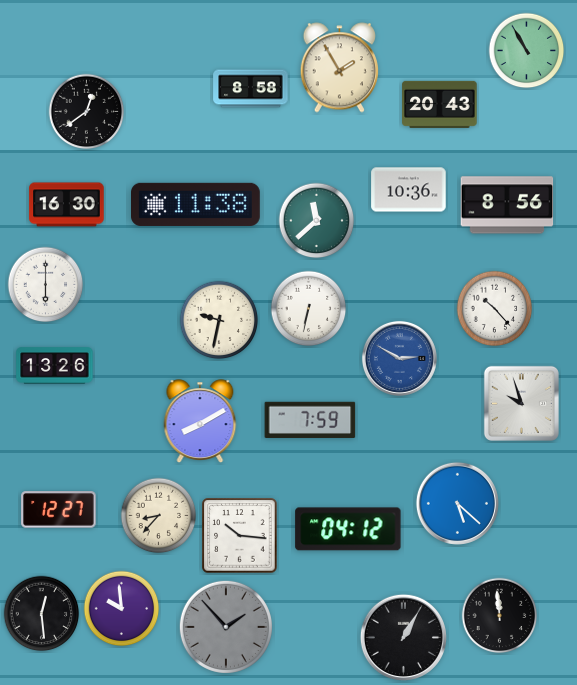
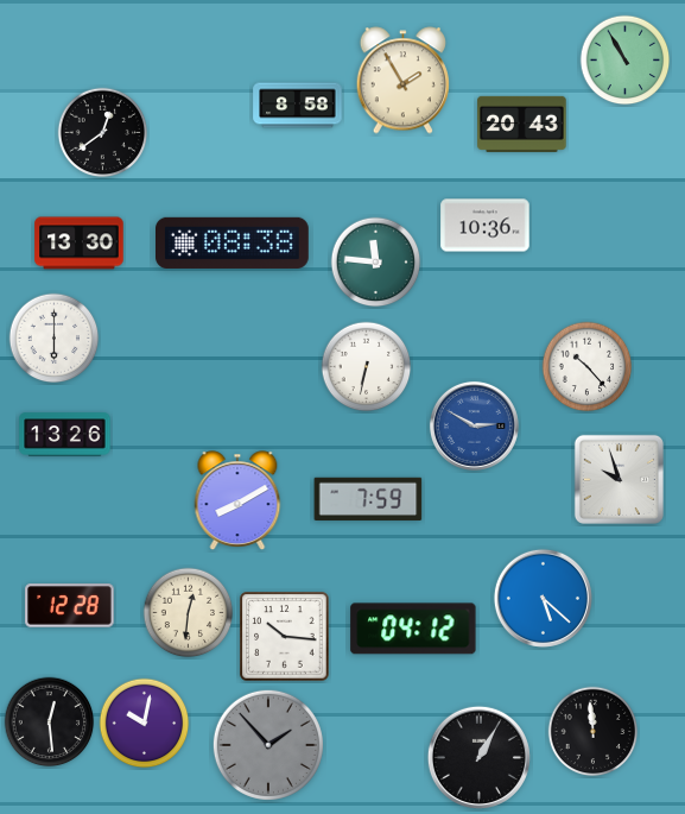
clock at (196, 204): 11:38 -> 08:38
clock at (67, 205): 16:30 -> 13:30
clock at (507, 205): 8:56 -> none
clock at (317, 221): 11:38 -> 11:46
clock at (219, 320): 9:32 -> none
clock at (59, 510): 12:27 -> 12:28
clock at (159, 516): 8:37 -> 12:31
clock at (122, 609): 9:59 -> 10:02
clock at (42, 614) position: (42, 614) -> (50, 722)
